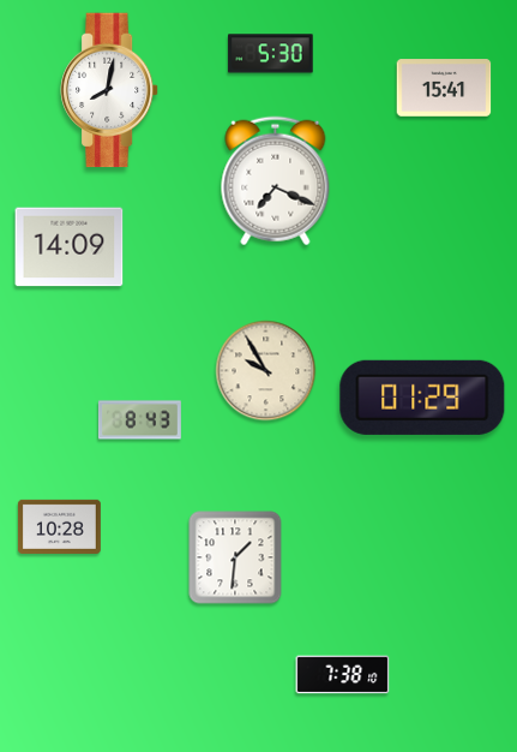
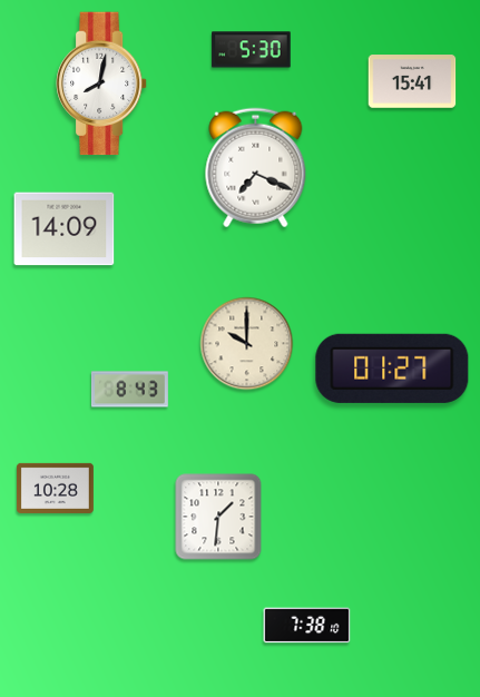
clock at (266, 371): 9:55 -> 10:00
clock at (422, 398): 01:29 -> 01:27
clock at (343, 675) position: (343, 675) -> (307, 626)
